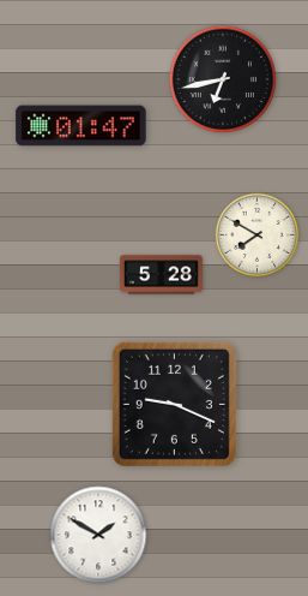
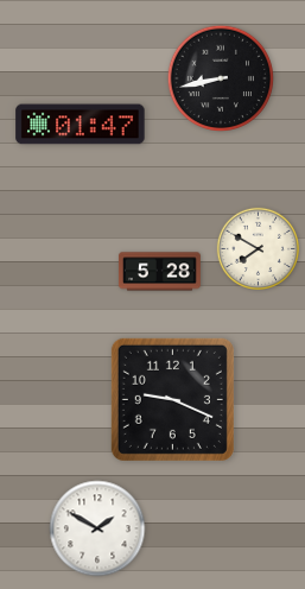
clock at (223, 79): 6:43 -> 8:43
clock at (258, 236) position: (258, 236) -> (259, 249)
